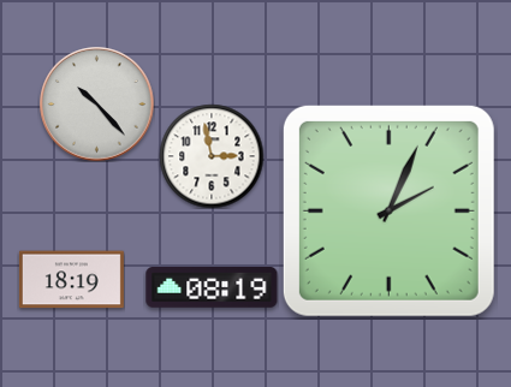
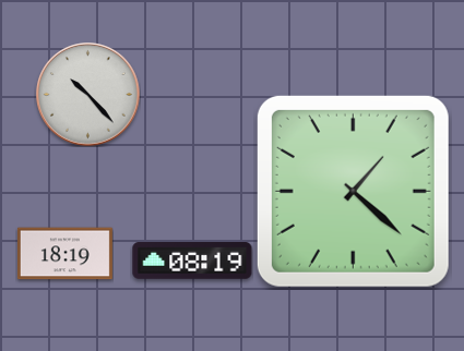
clock at (212, 156): 2:58 -> none
clock at (388, 210): 2:04 -> 1:22
